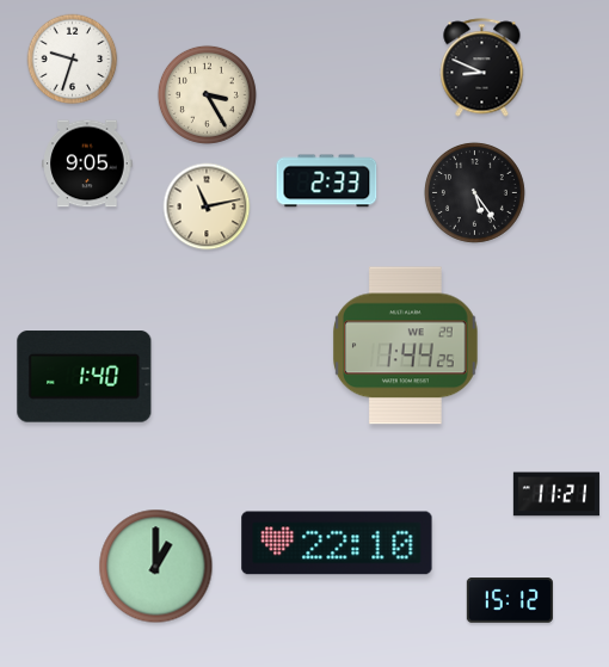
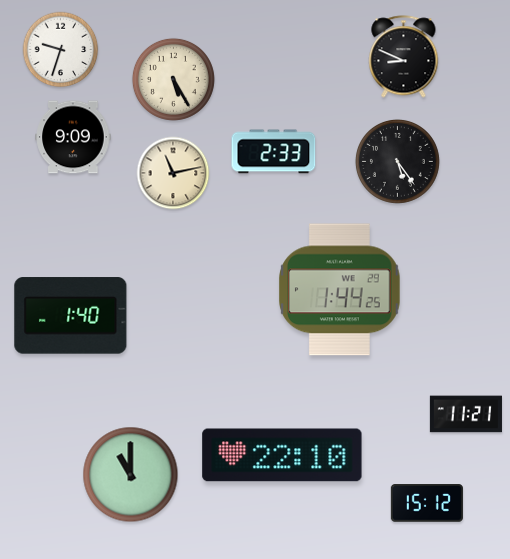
clock at (207, 94): 3:25 -> 5:25
clock at (87, 163): 9:05 -> 9:09
clock at (156, 567): 1:00 -> 11:00
